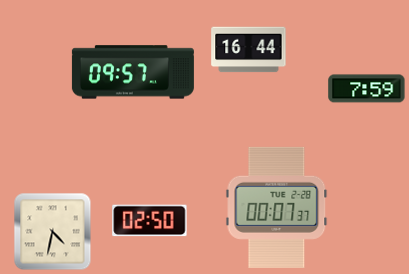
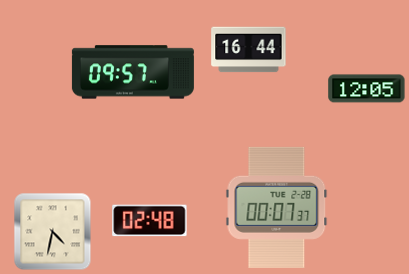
clock at (367, 89): 7:59 -> 12:05
clock at (150, 221): 02:50 -> 02:48
